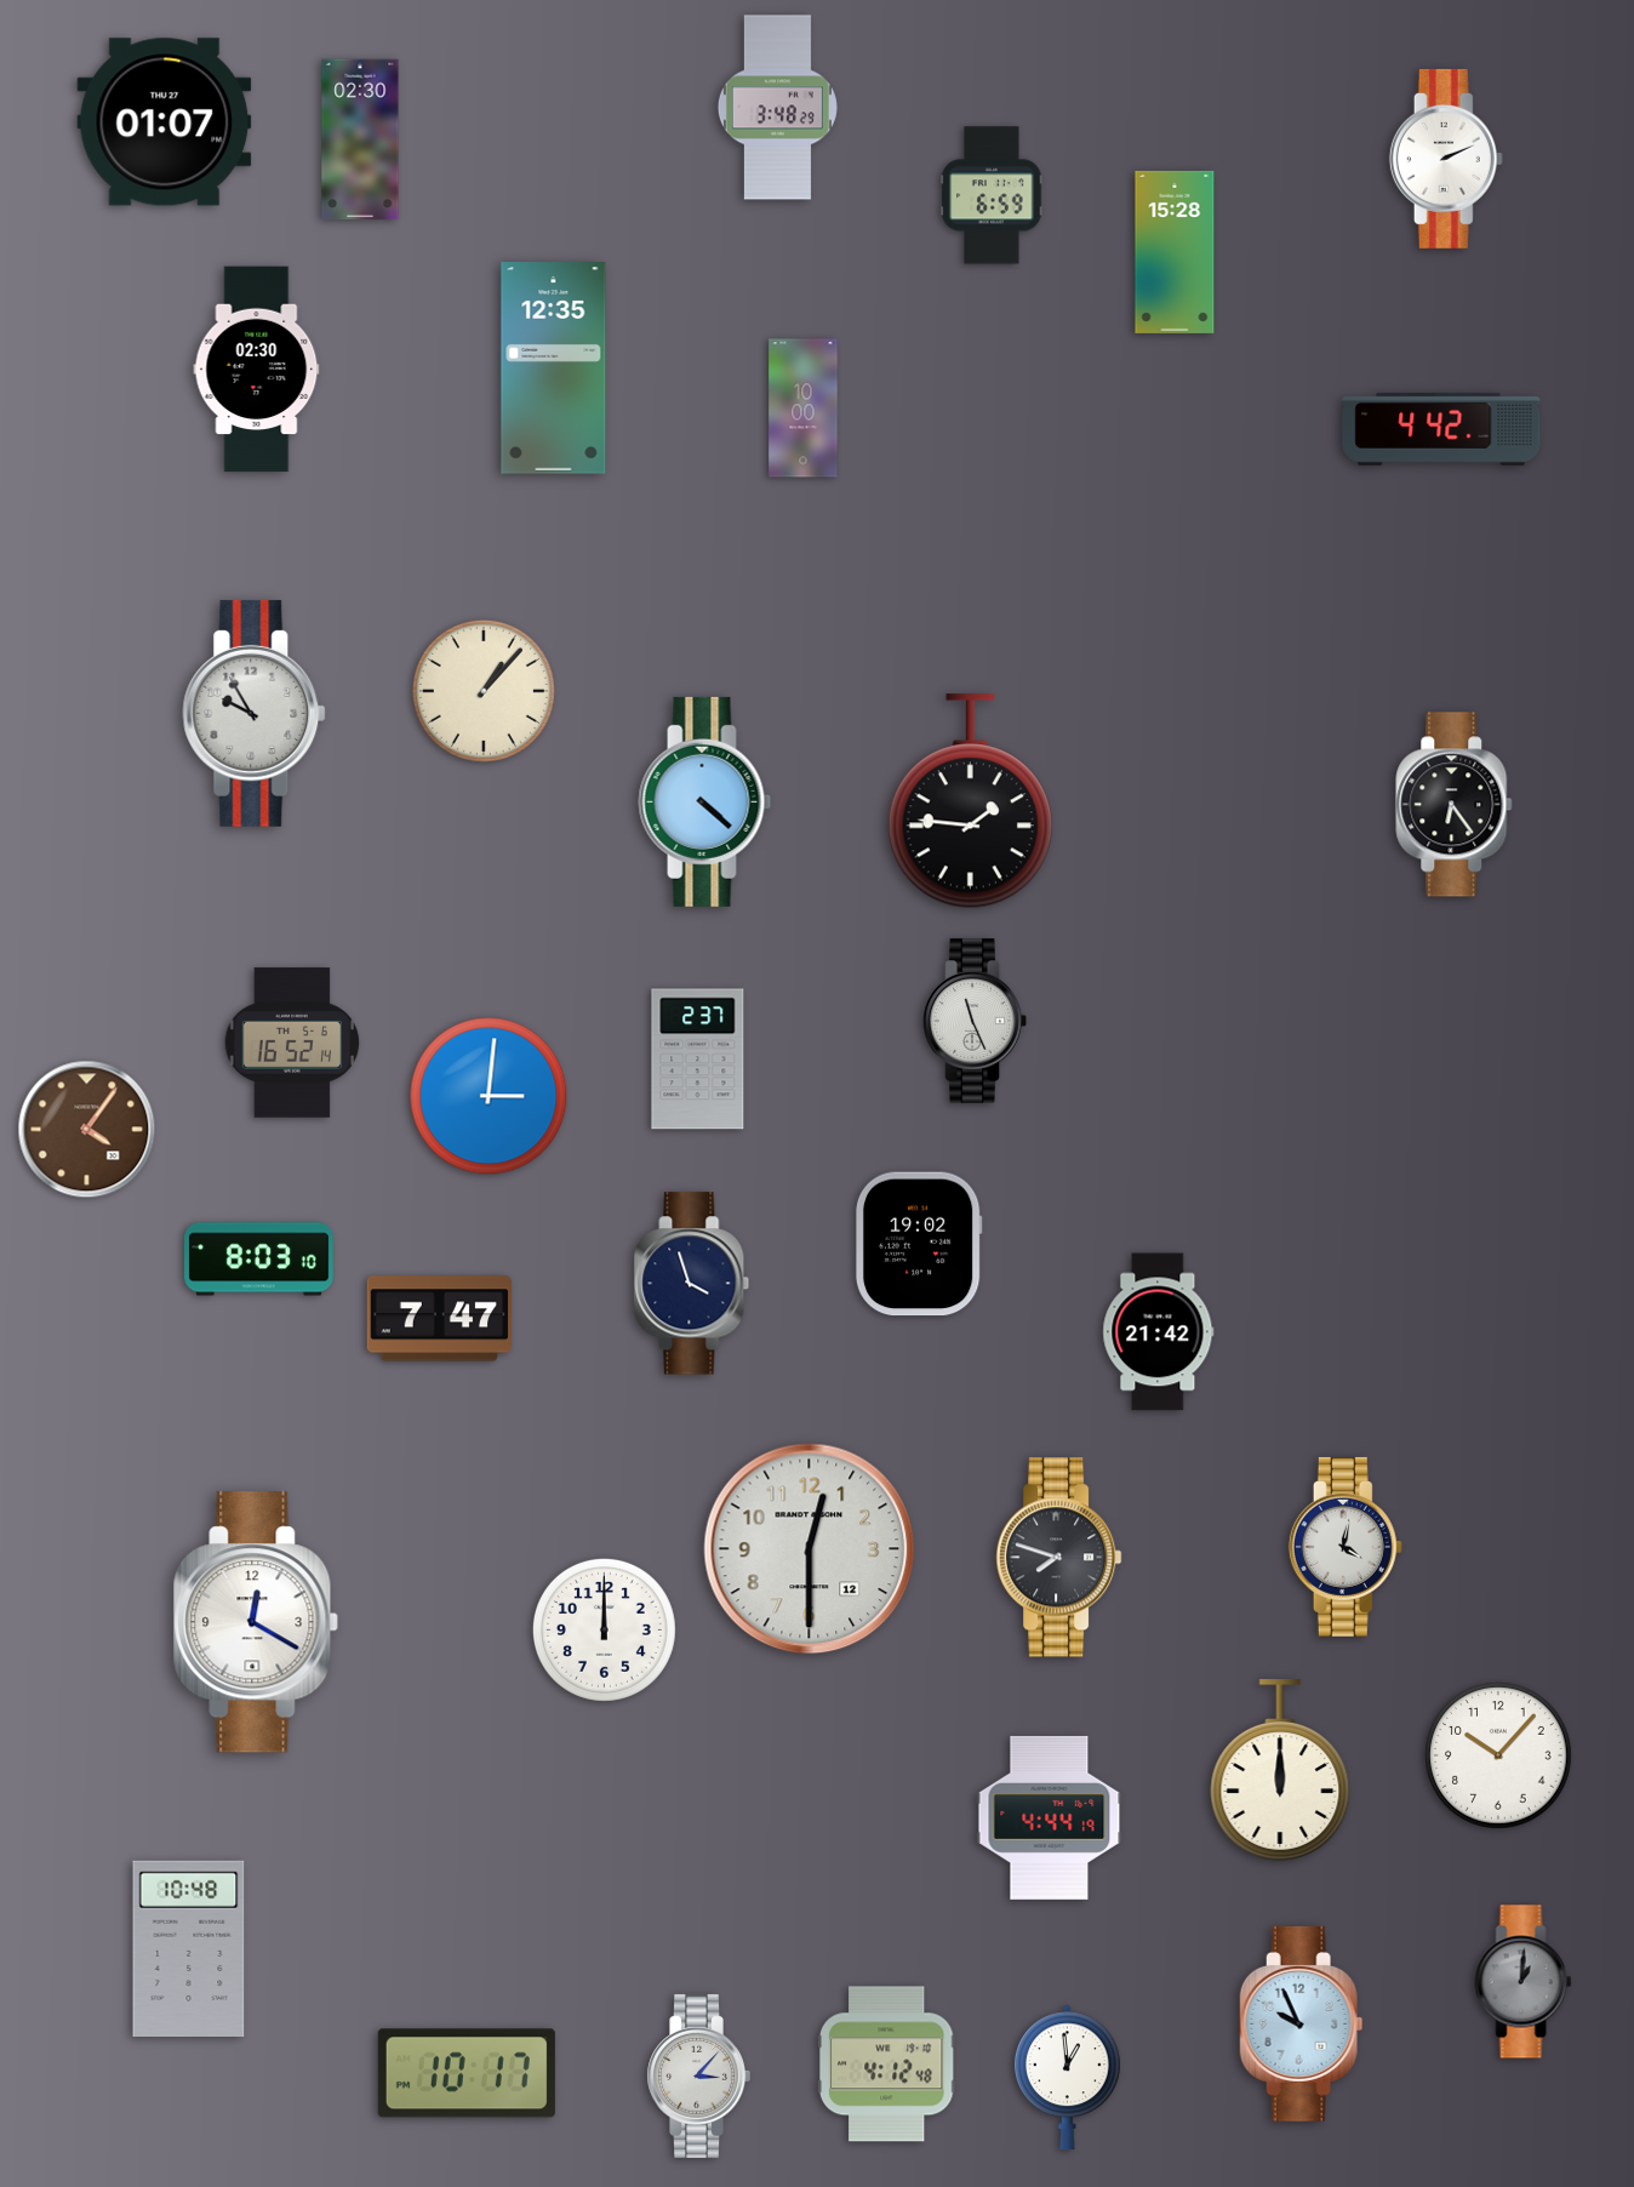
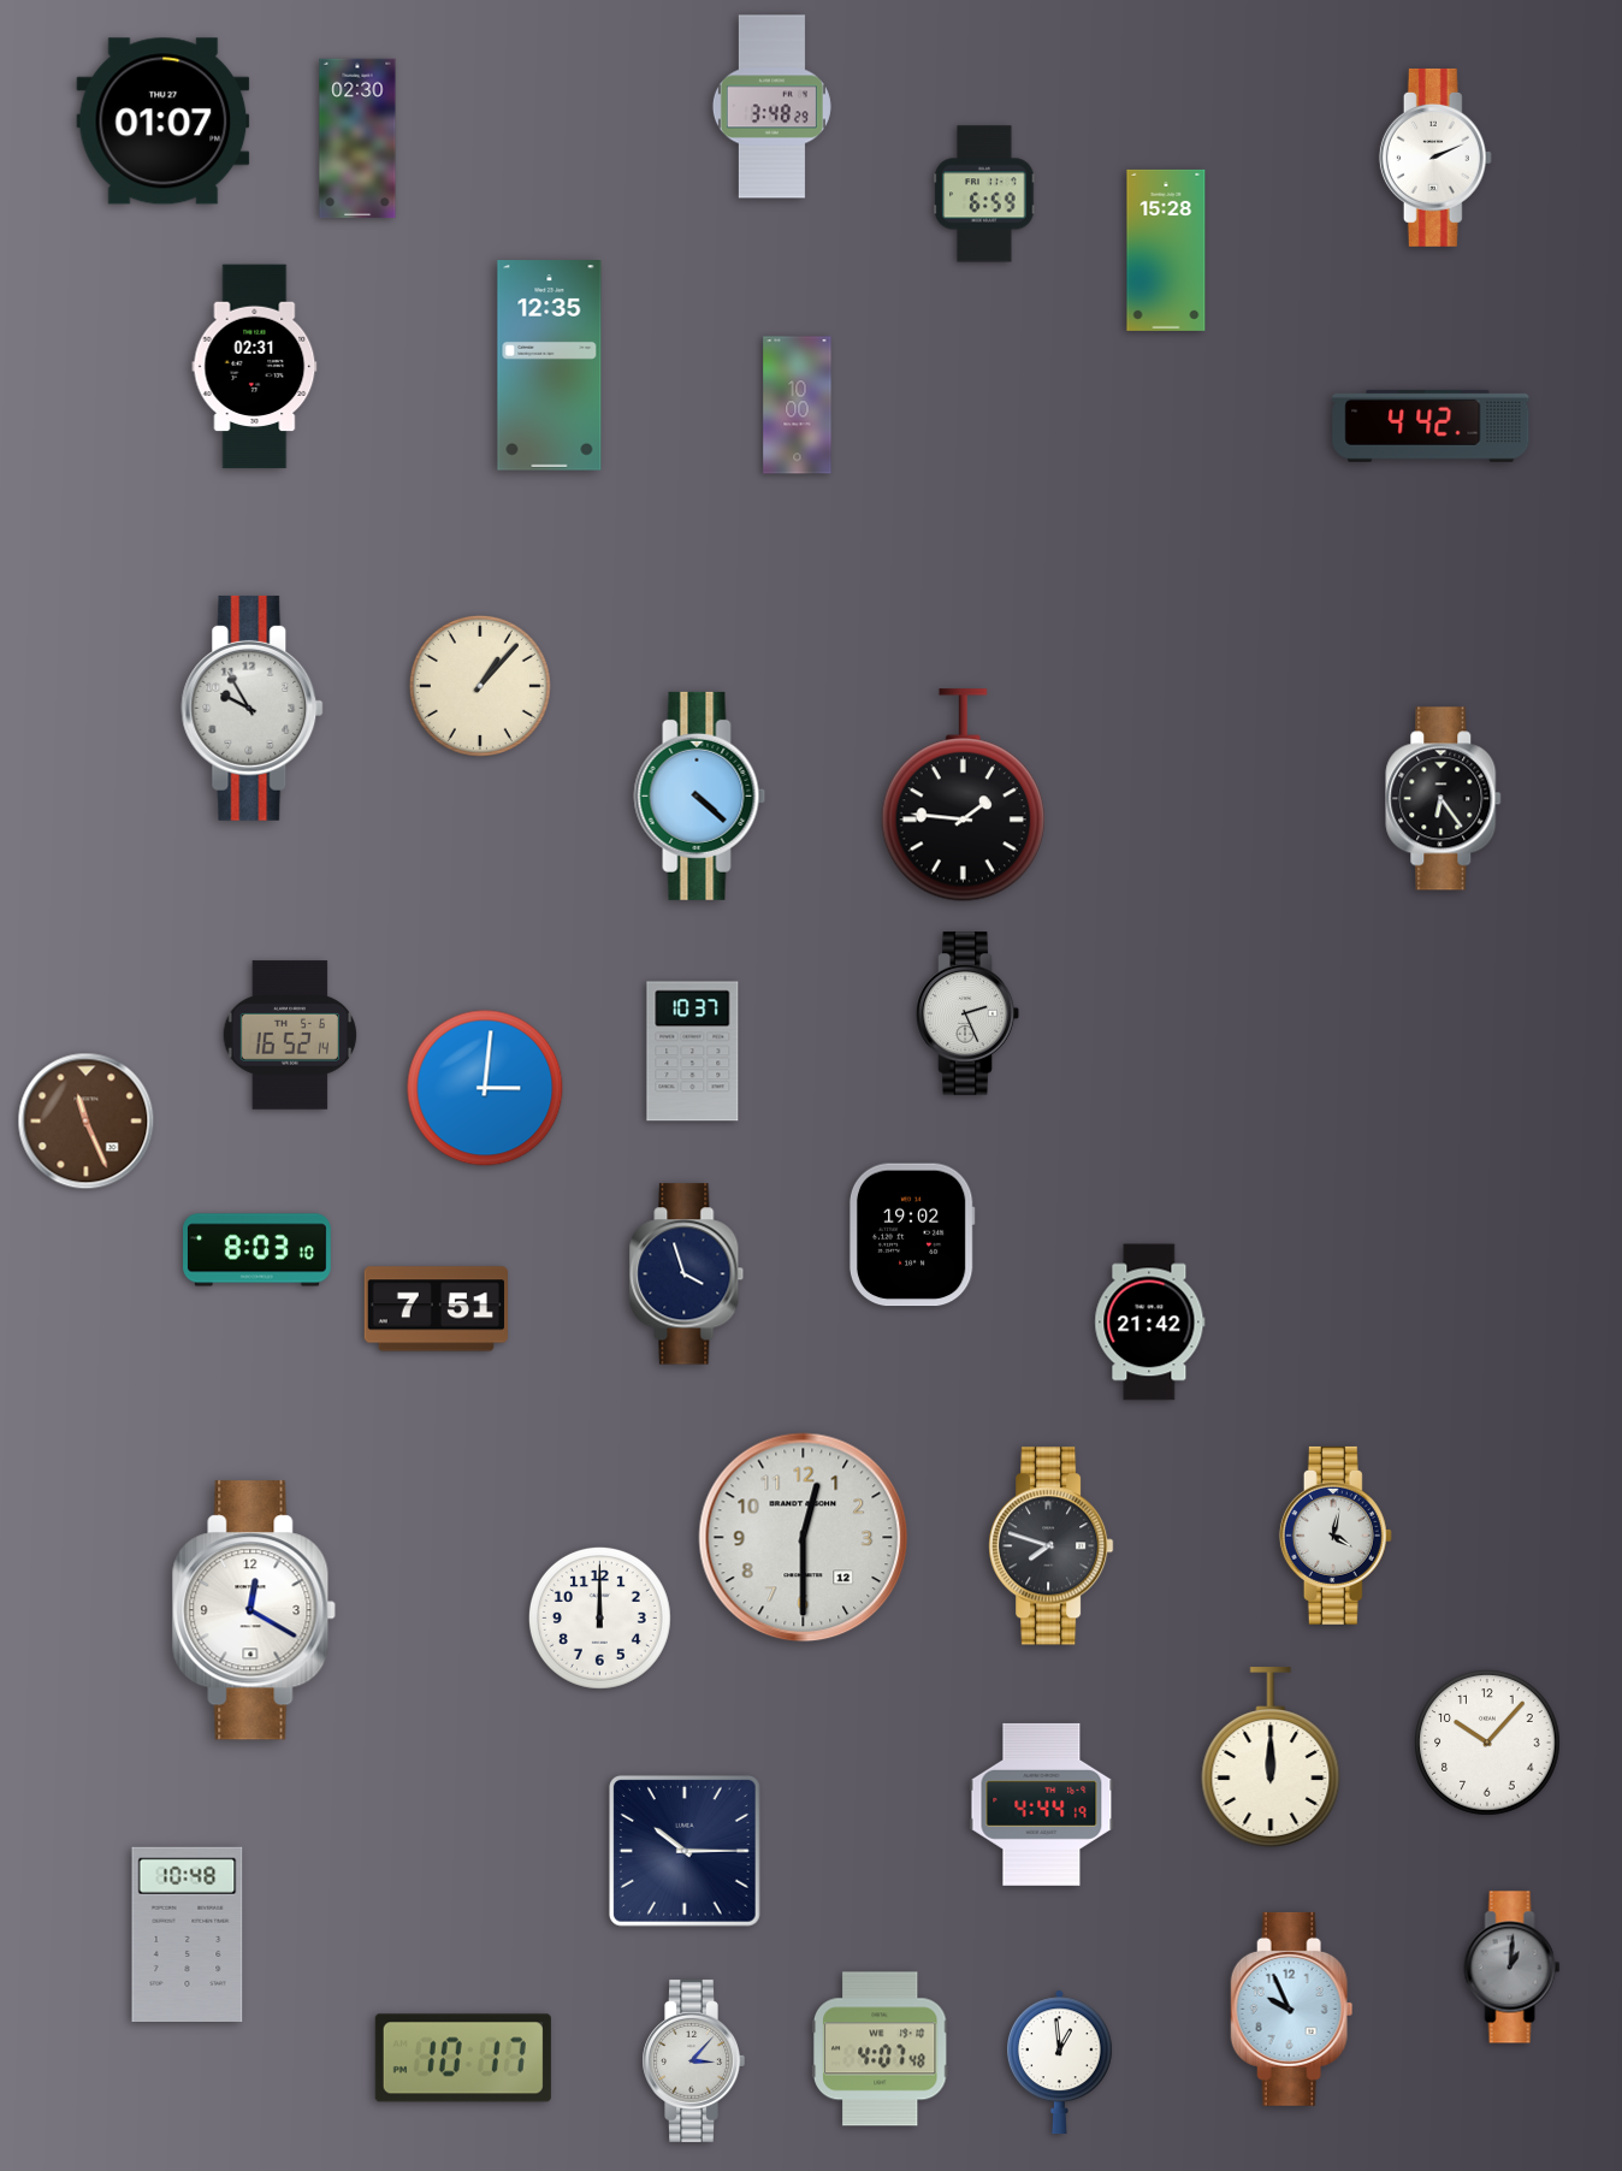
clock at (257, 370): 02:30 -> 02:31
clock at (975, 1022): 11:26 -> 2:26
clock at (698, 1060): 2:37 -> 10:37
clock at (87, 1130): 4:06 -> 11:26
clock at (440, 1319): 7:47 -> 7:51
clock at (685, 1851): none -> 10:15
clock at (886, 2065): 4:12 -> 4:07
